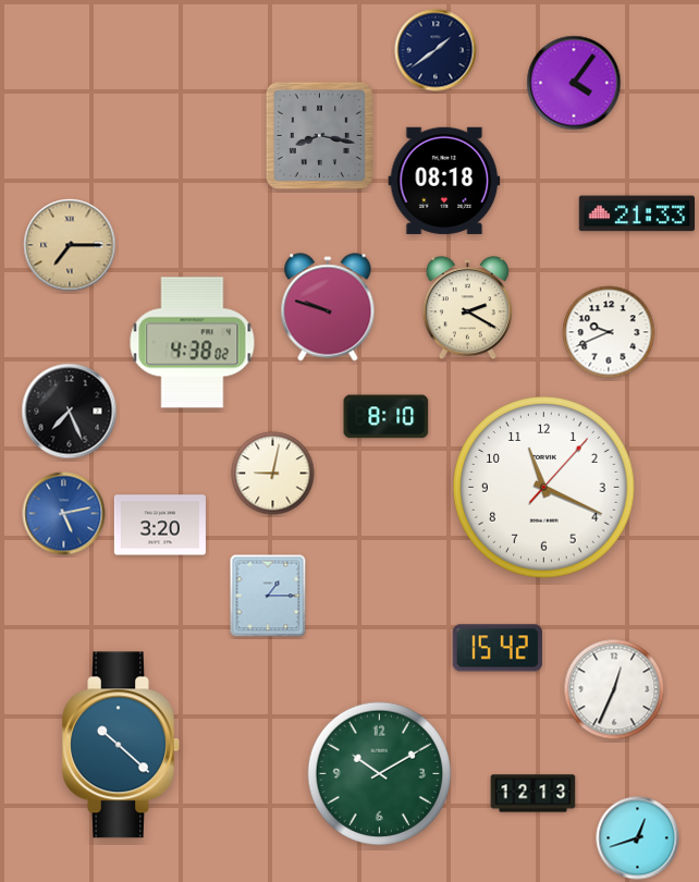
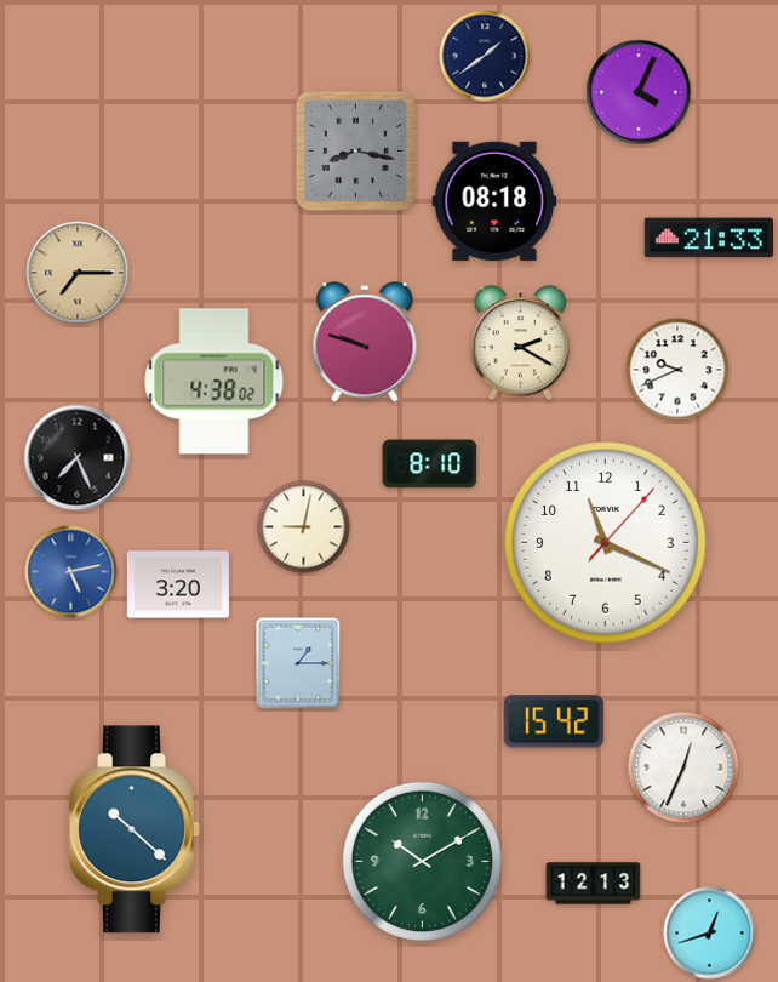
clock at (574, 83): 4:06 -> 4:04
